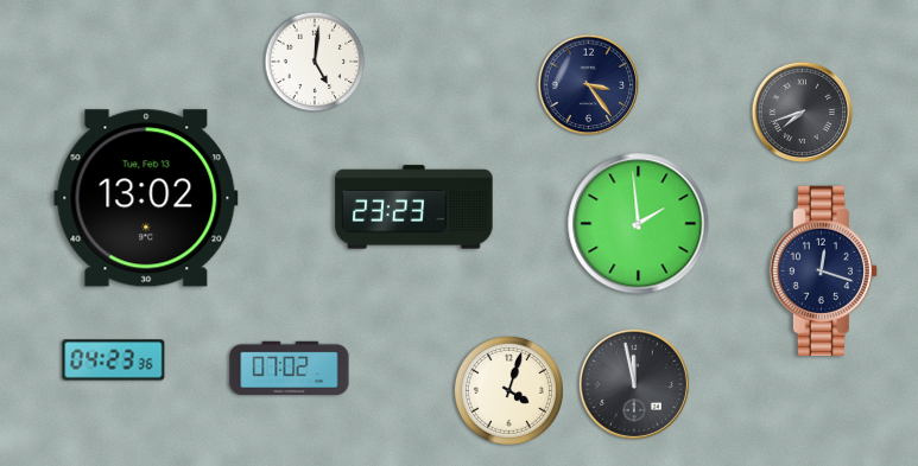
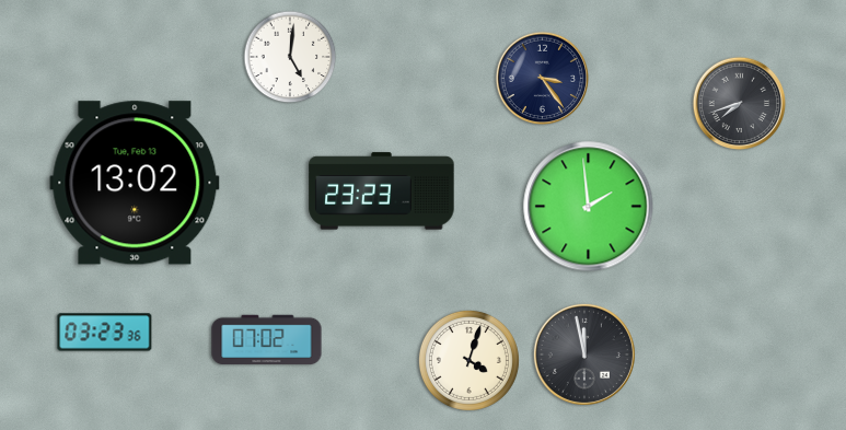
clock at (823, 270): 12:18 -> none
clock at (114, 360): 04:23 -> 03:23
